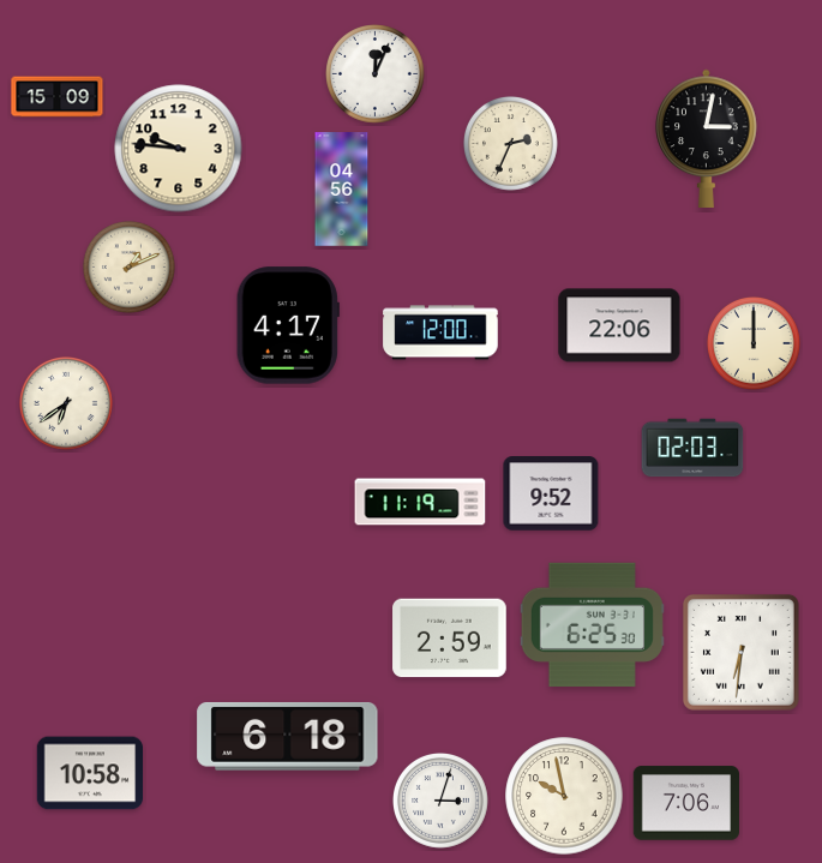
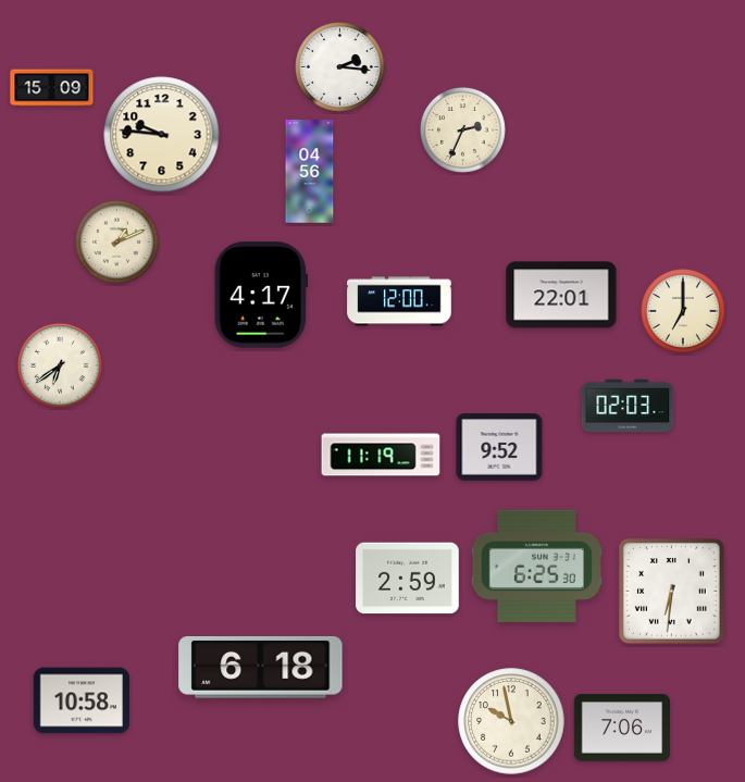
clock at (376, 74): 12:04 -> 2:16
clock at (707, 138): 3:02 -> none
clock at (619, 325): 22:06 -> 22:01
clock at (754, 343): 12:00 -> 7:00
clock at (442, 802): 3:03 -> none
